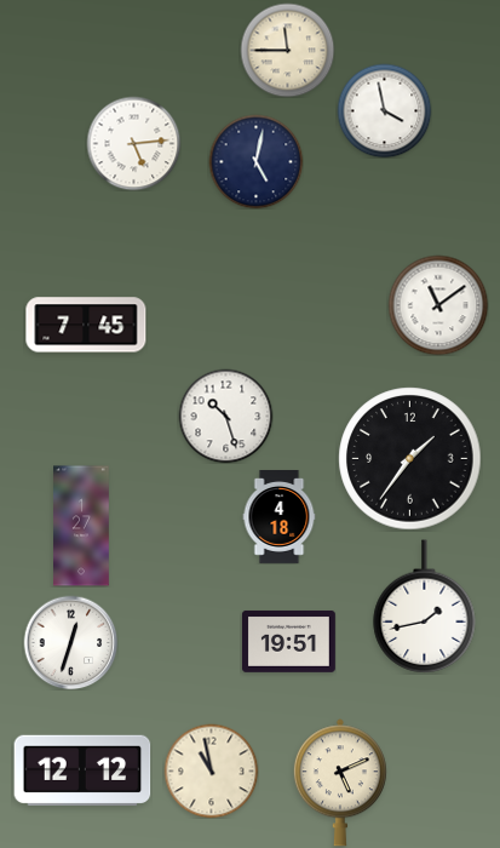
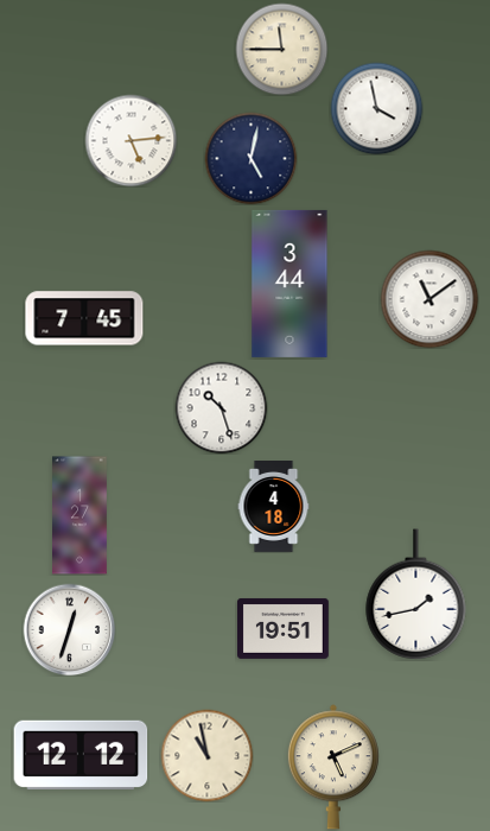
clock at (289, 284): none -> 3:44
clock at (410, 459): 1:36 -> none
